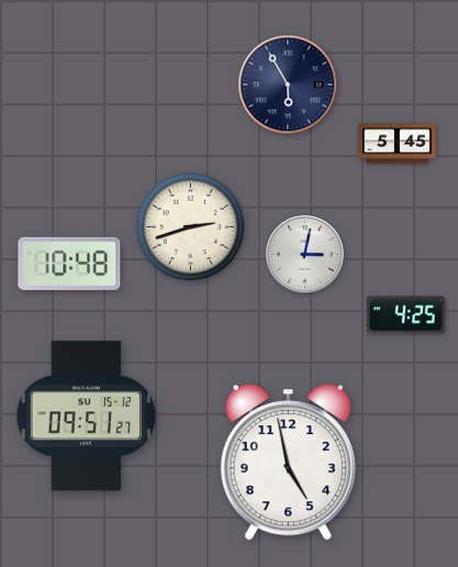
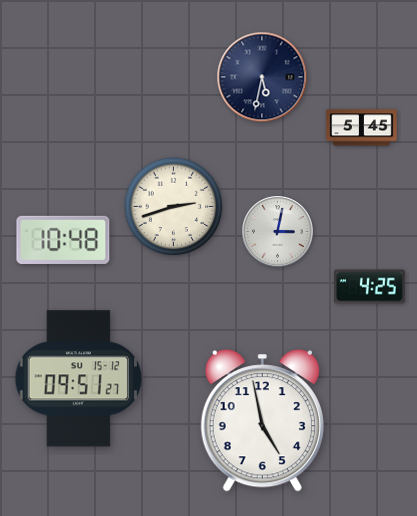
clock at (288, 85): 5:55 -> 5:32
clock at (398, 144) position: (398, 144) -> (362, 128)
